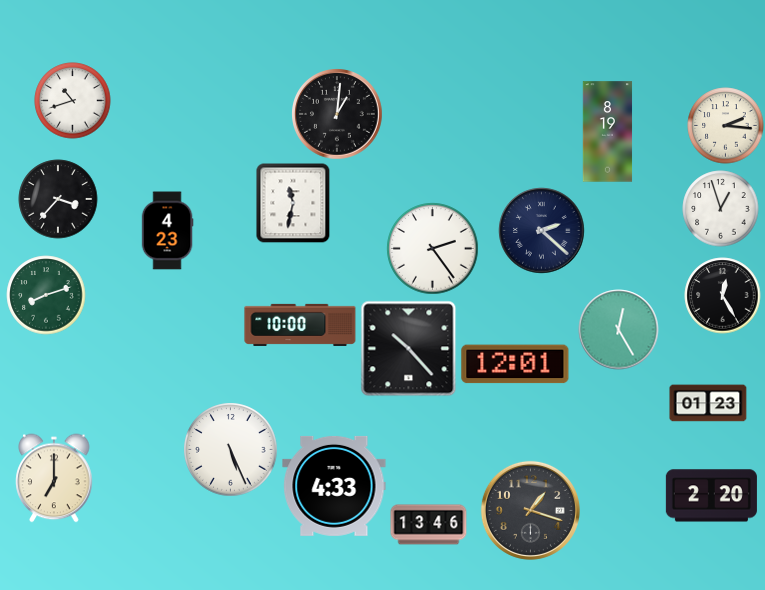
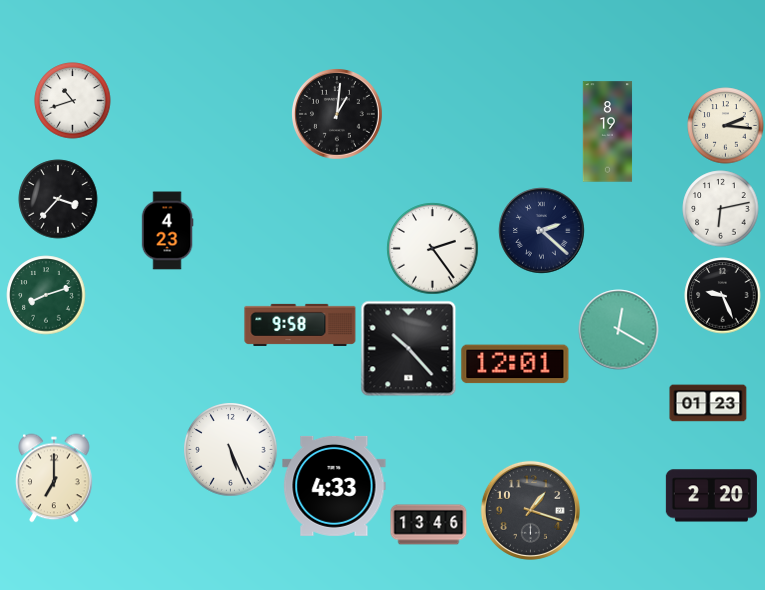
clock at (293, 203): 11:32 -> none
clock at (721, 209): 12:57 -> 6:13
clock at (723, 296): 12:25 -> 9:26
clock at (300, 325): 10:00 -> 9:58
clock at (619, 330): 12:25 -> 12:20
